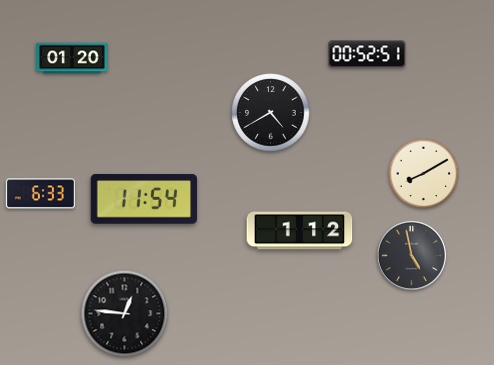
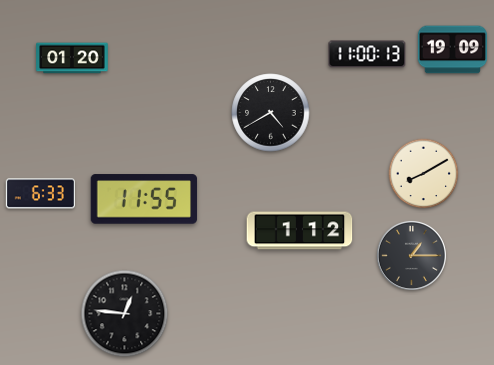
clock at (452, 50): none -> 19:09
clock at (367, 54): 00:52 -> 11:00
clock at (144, 199): 11:54 -> 11:55
clock at (411, 255): 4:58 -> 1:15
